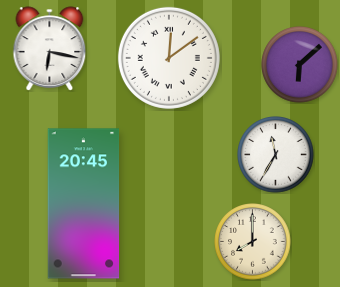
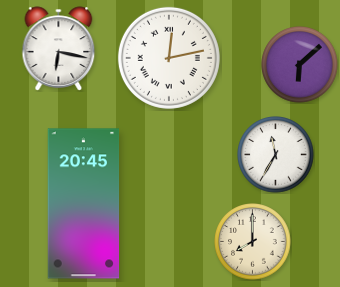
clock at (50, 49) position: (50, 49) -> (59, 49)
clock at (169, 58): 12:09 -> 12:13
